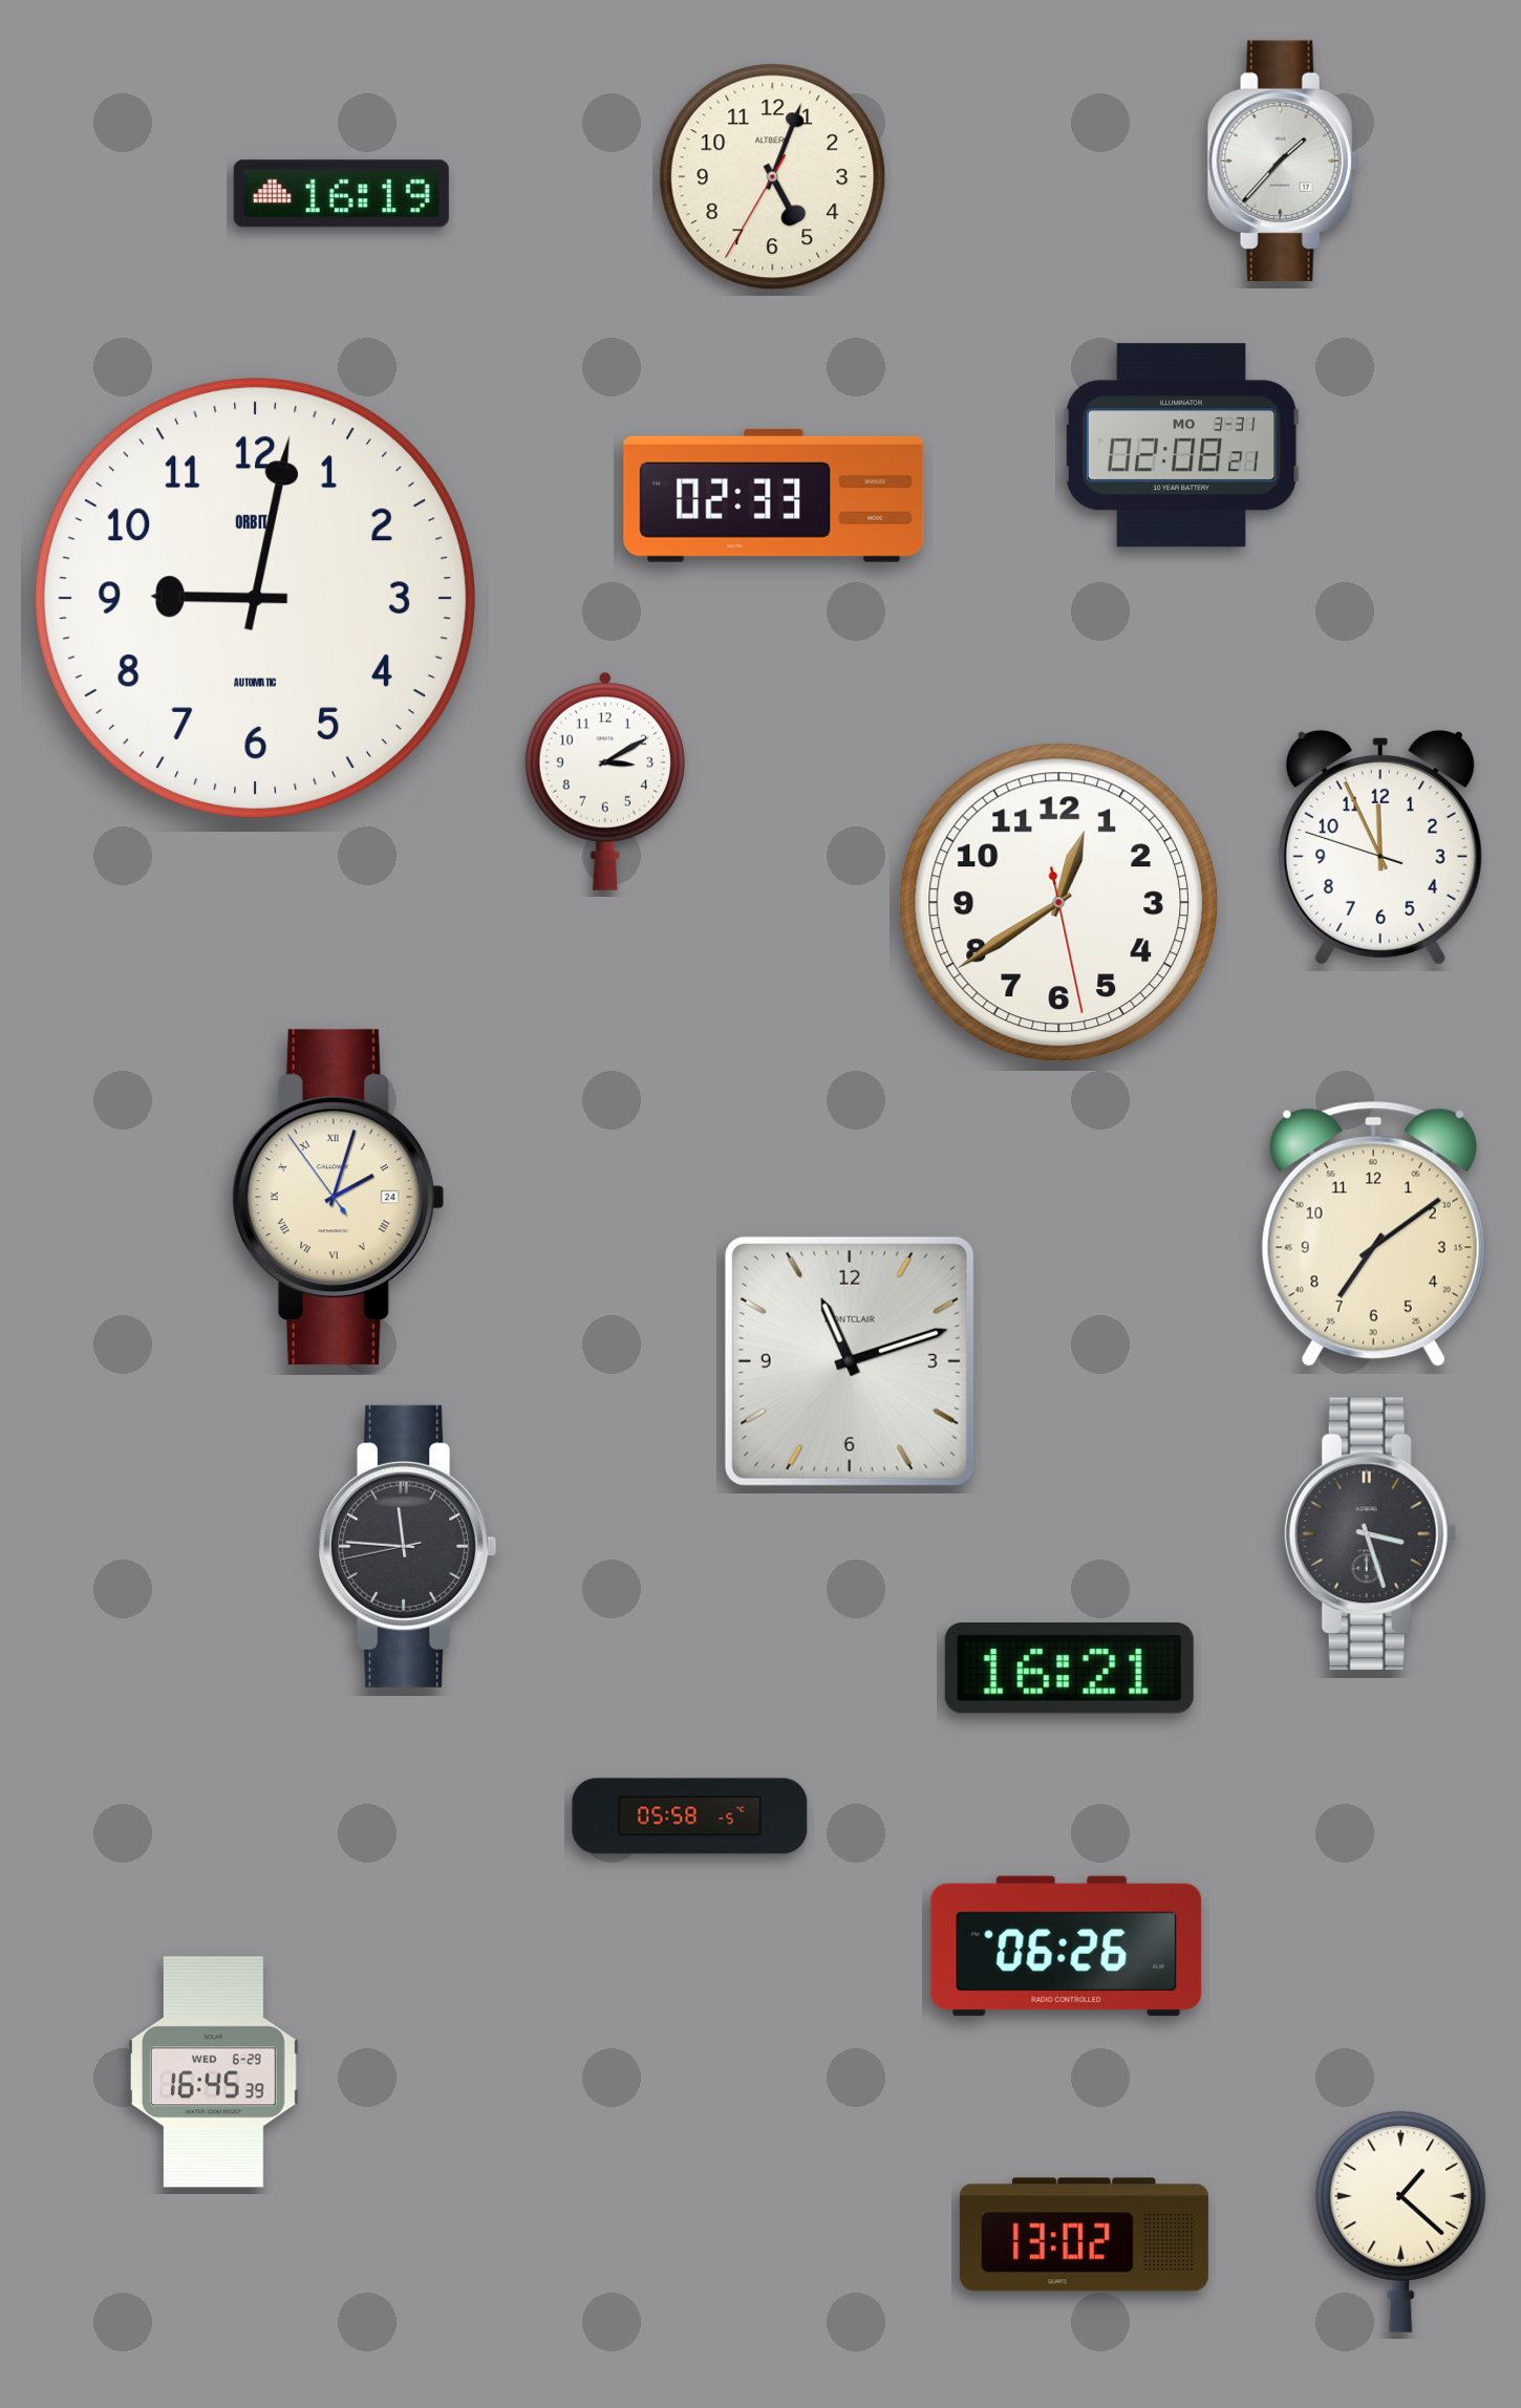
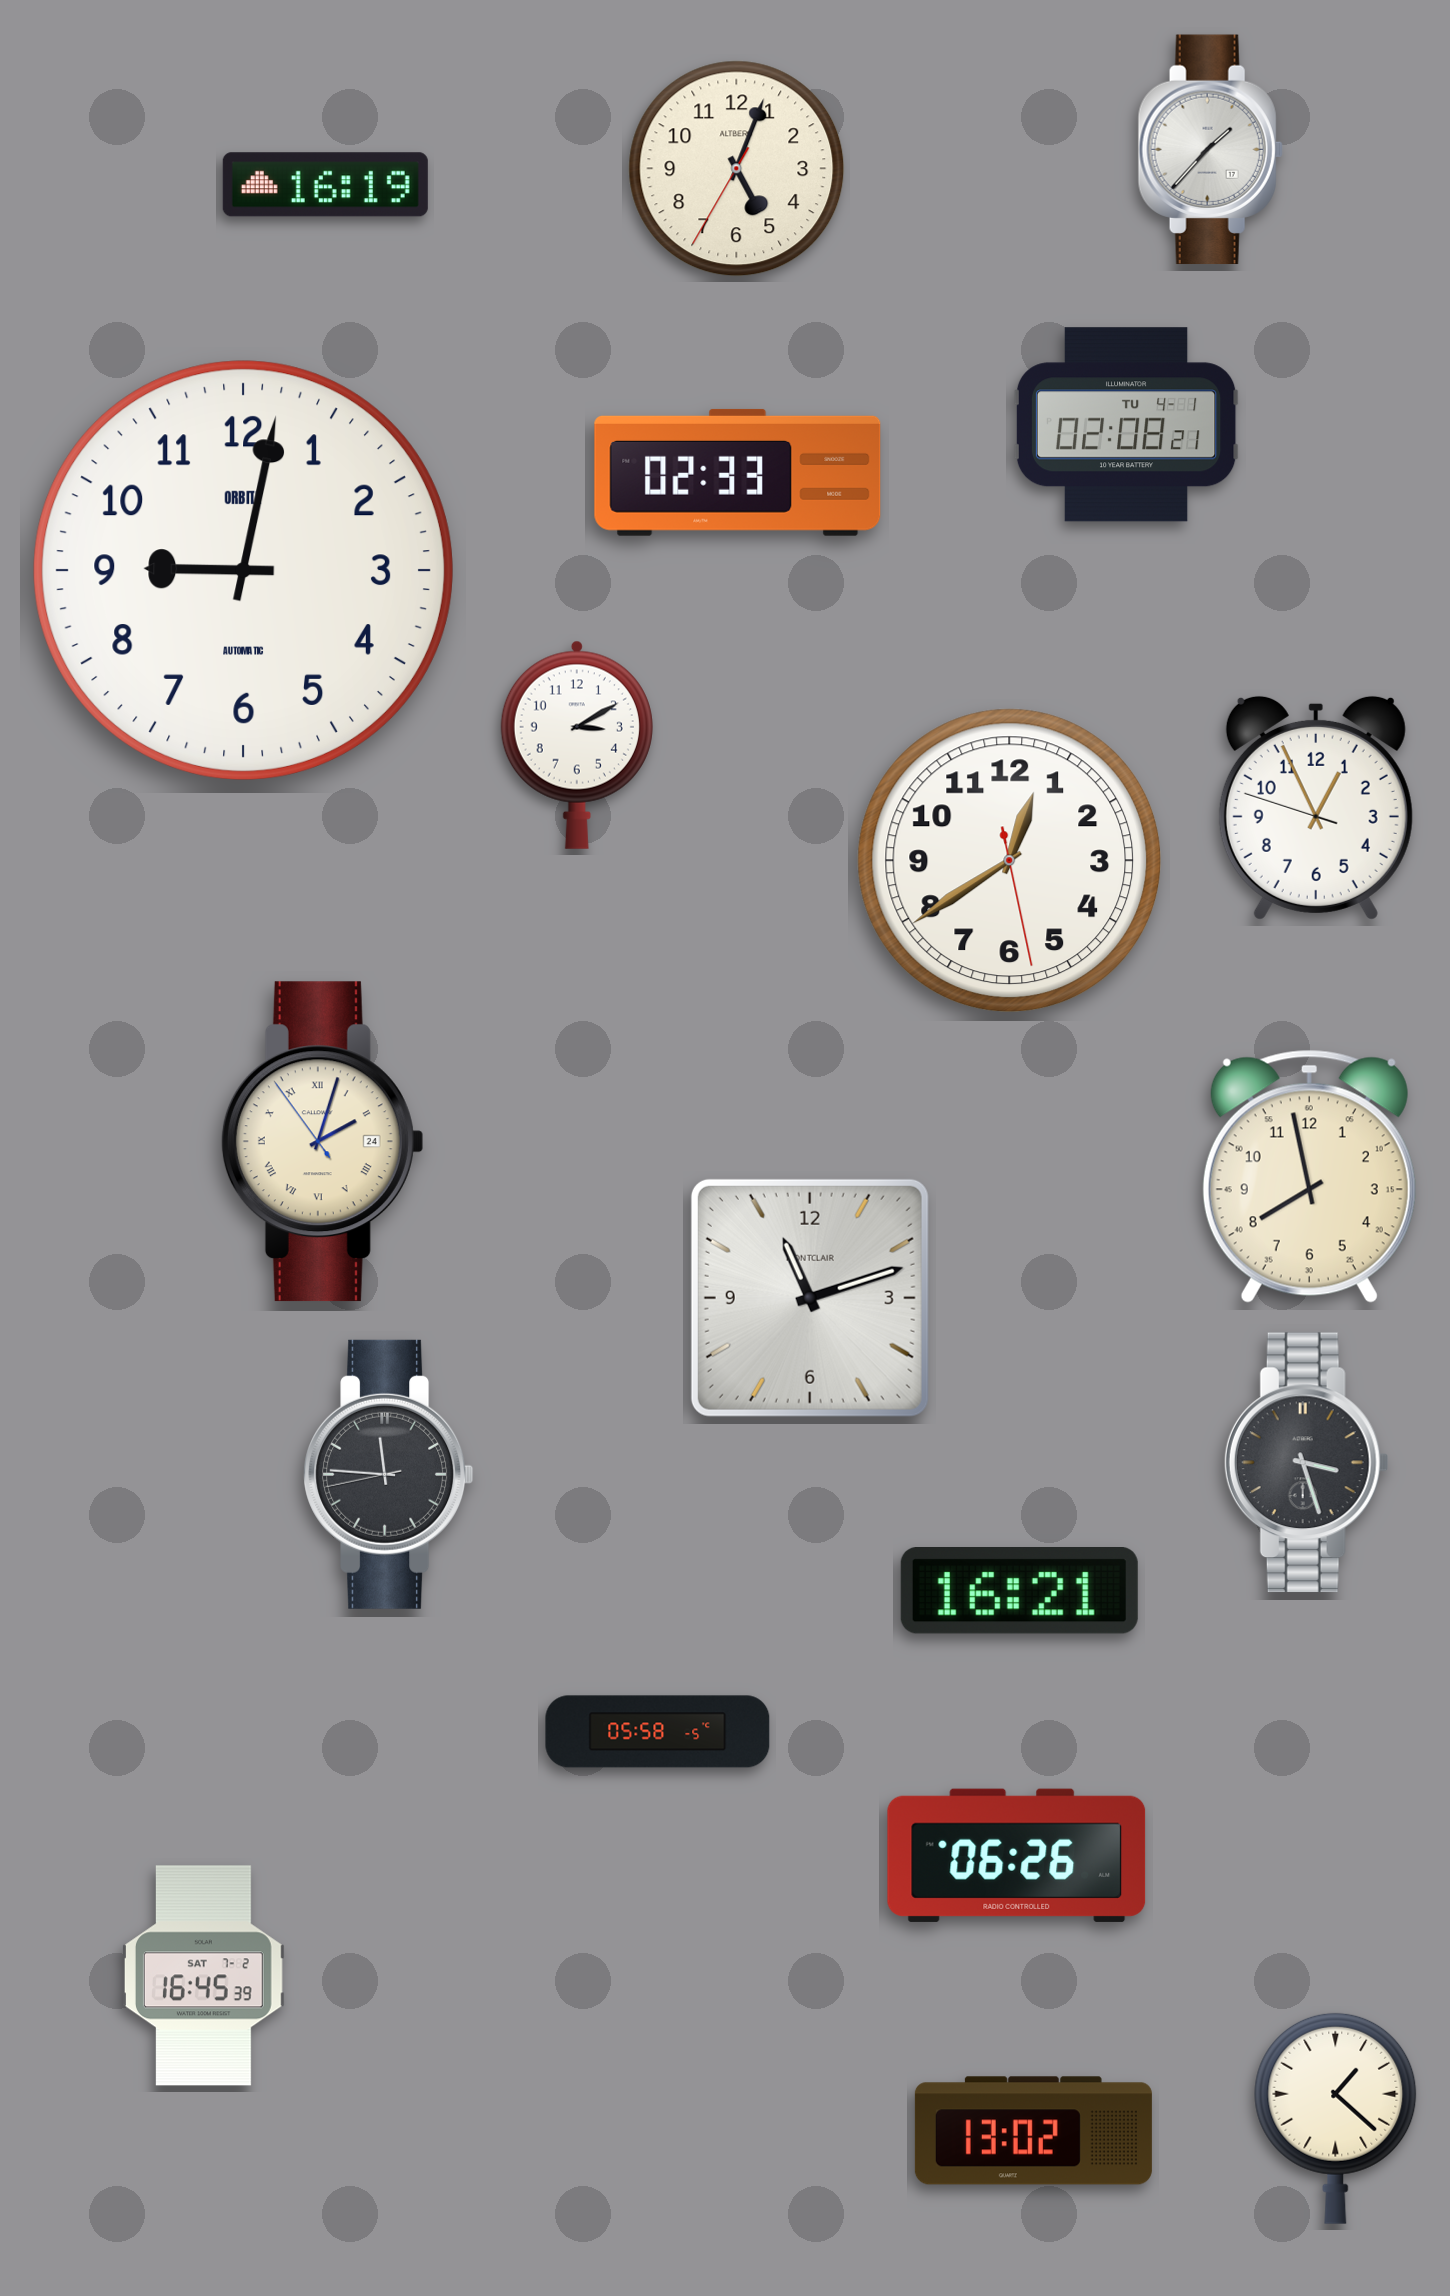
clock at (1283, 162) position: (1283, 162) -> (1210, 150)
clock at (1181, 446) date: MO 3-31 -> TU 4-1
clock at (1380, 847): 11:55 -> 12:55
clock at (1373, 1233): 7:09 -> 7:58
clock at (213, 2072) date: WED 6-29 -> SAT 7-2
